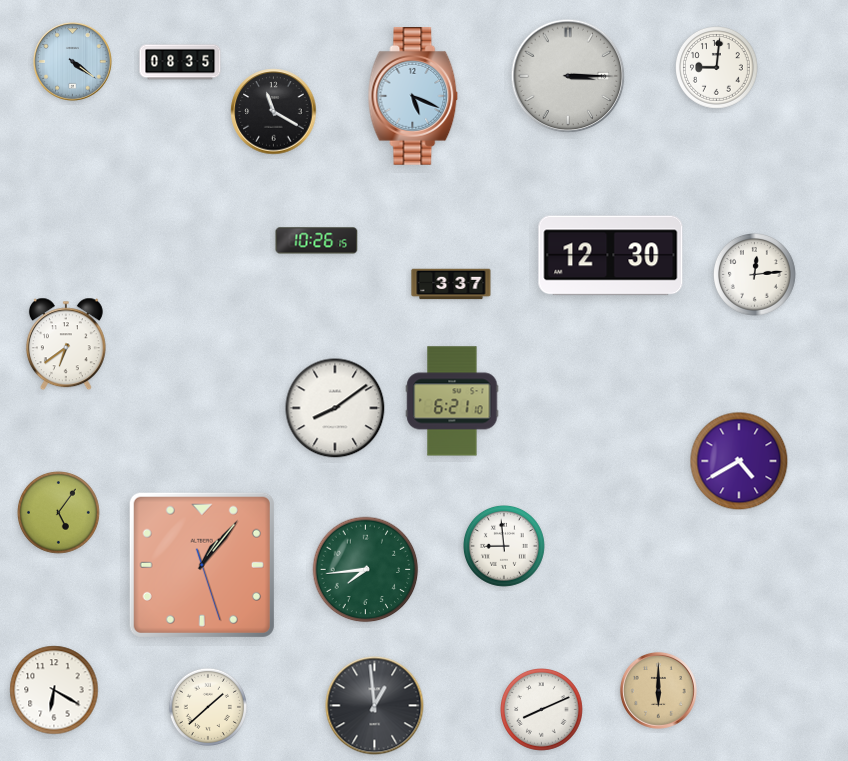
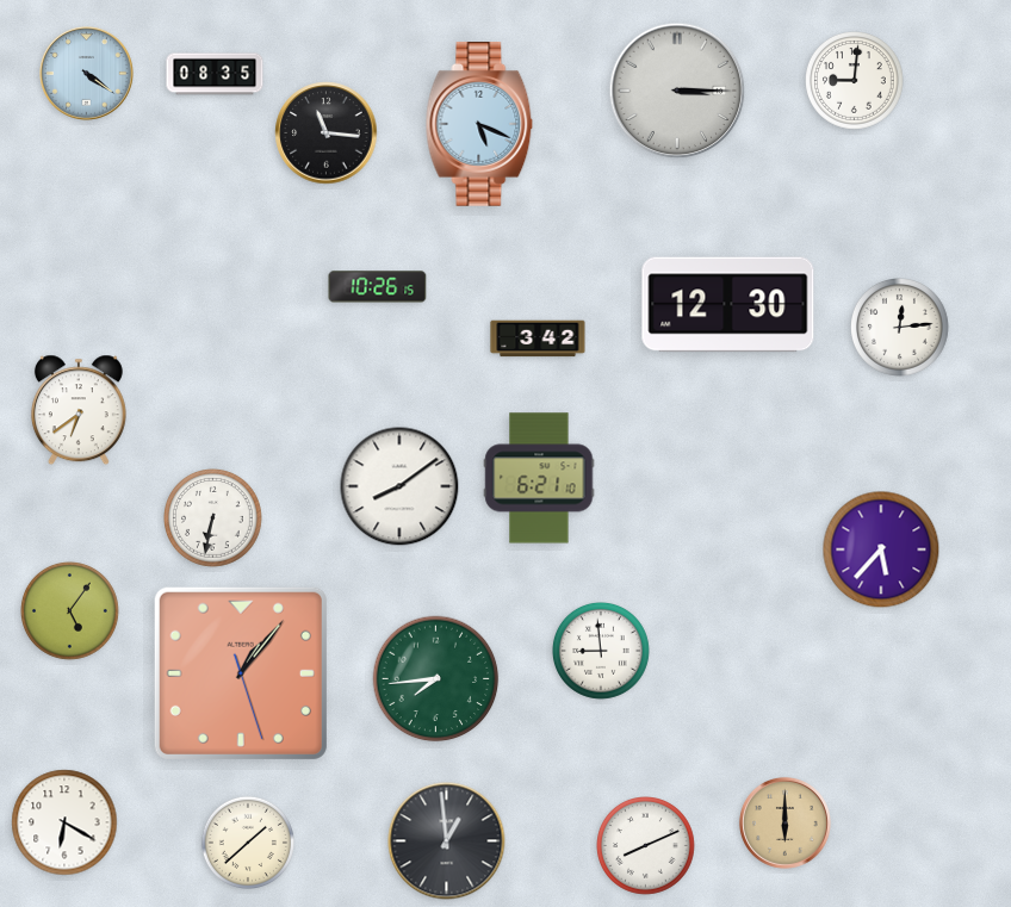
clock at (413, 97) position: (413, 97) -> (479, 125)
clock at (274, 112): 11:20 -> 11:16
clock at (451, 284): 3:37 -> 3:42
clock at (213, 518): none -> 6:32
clock at (739, 461): 4:40 -> 5:37
